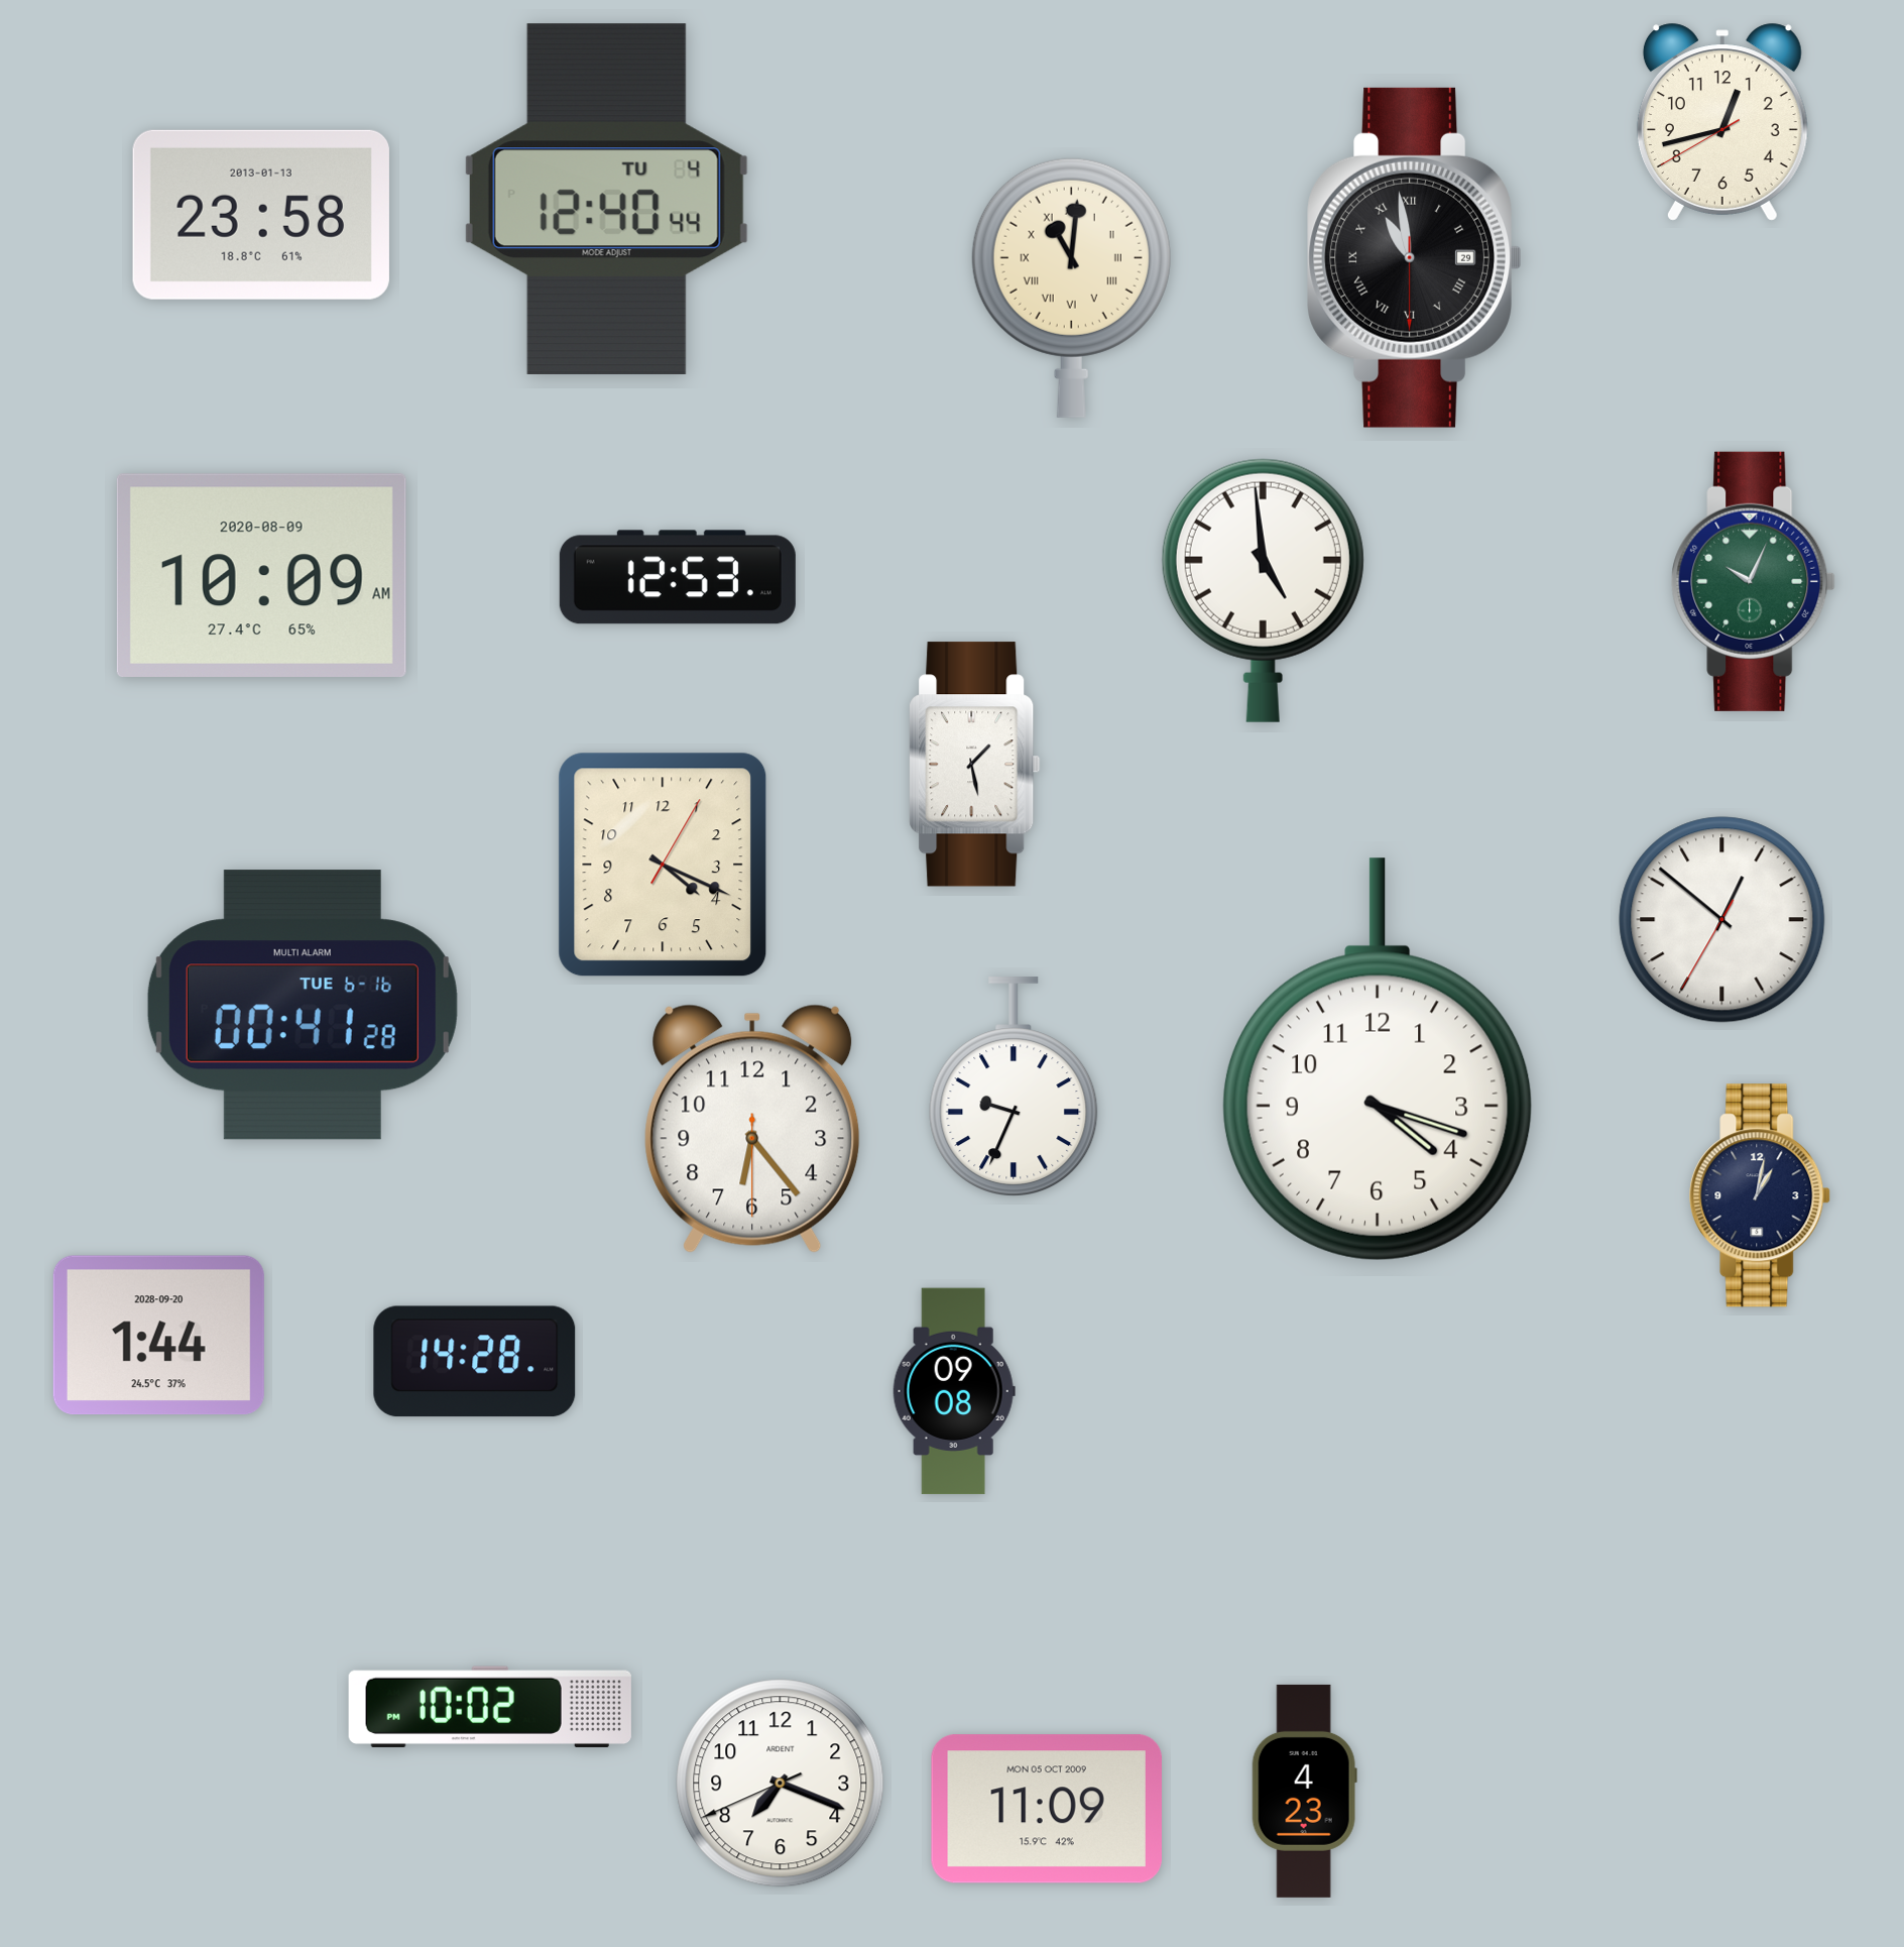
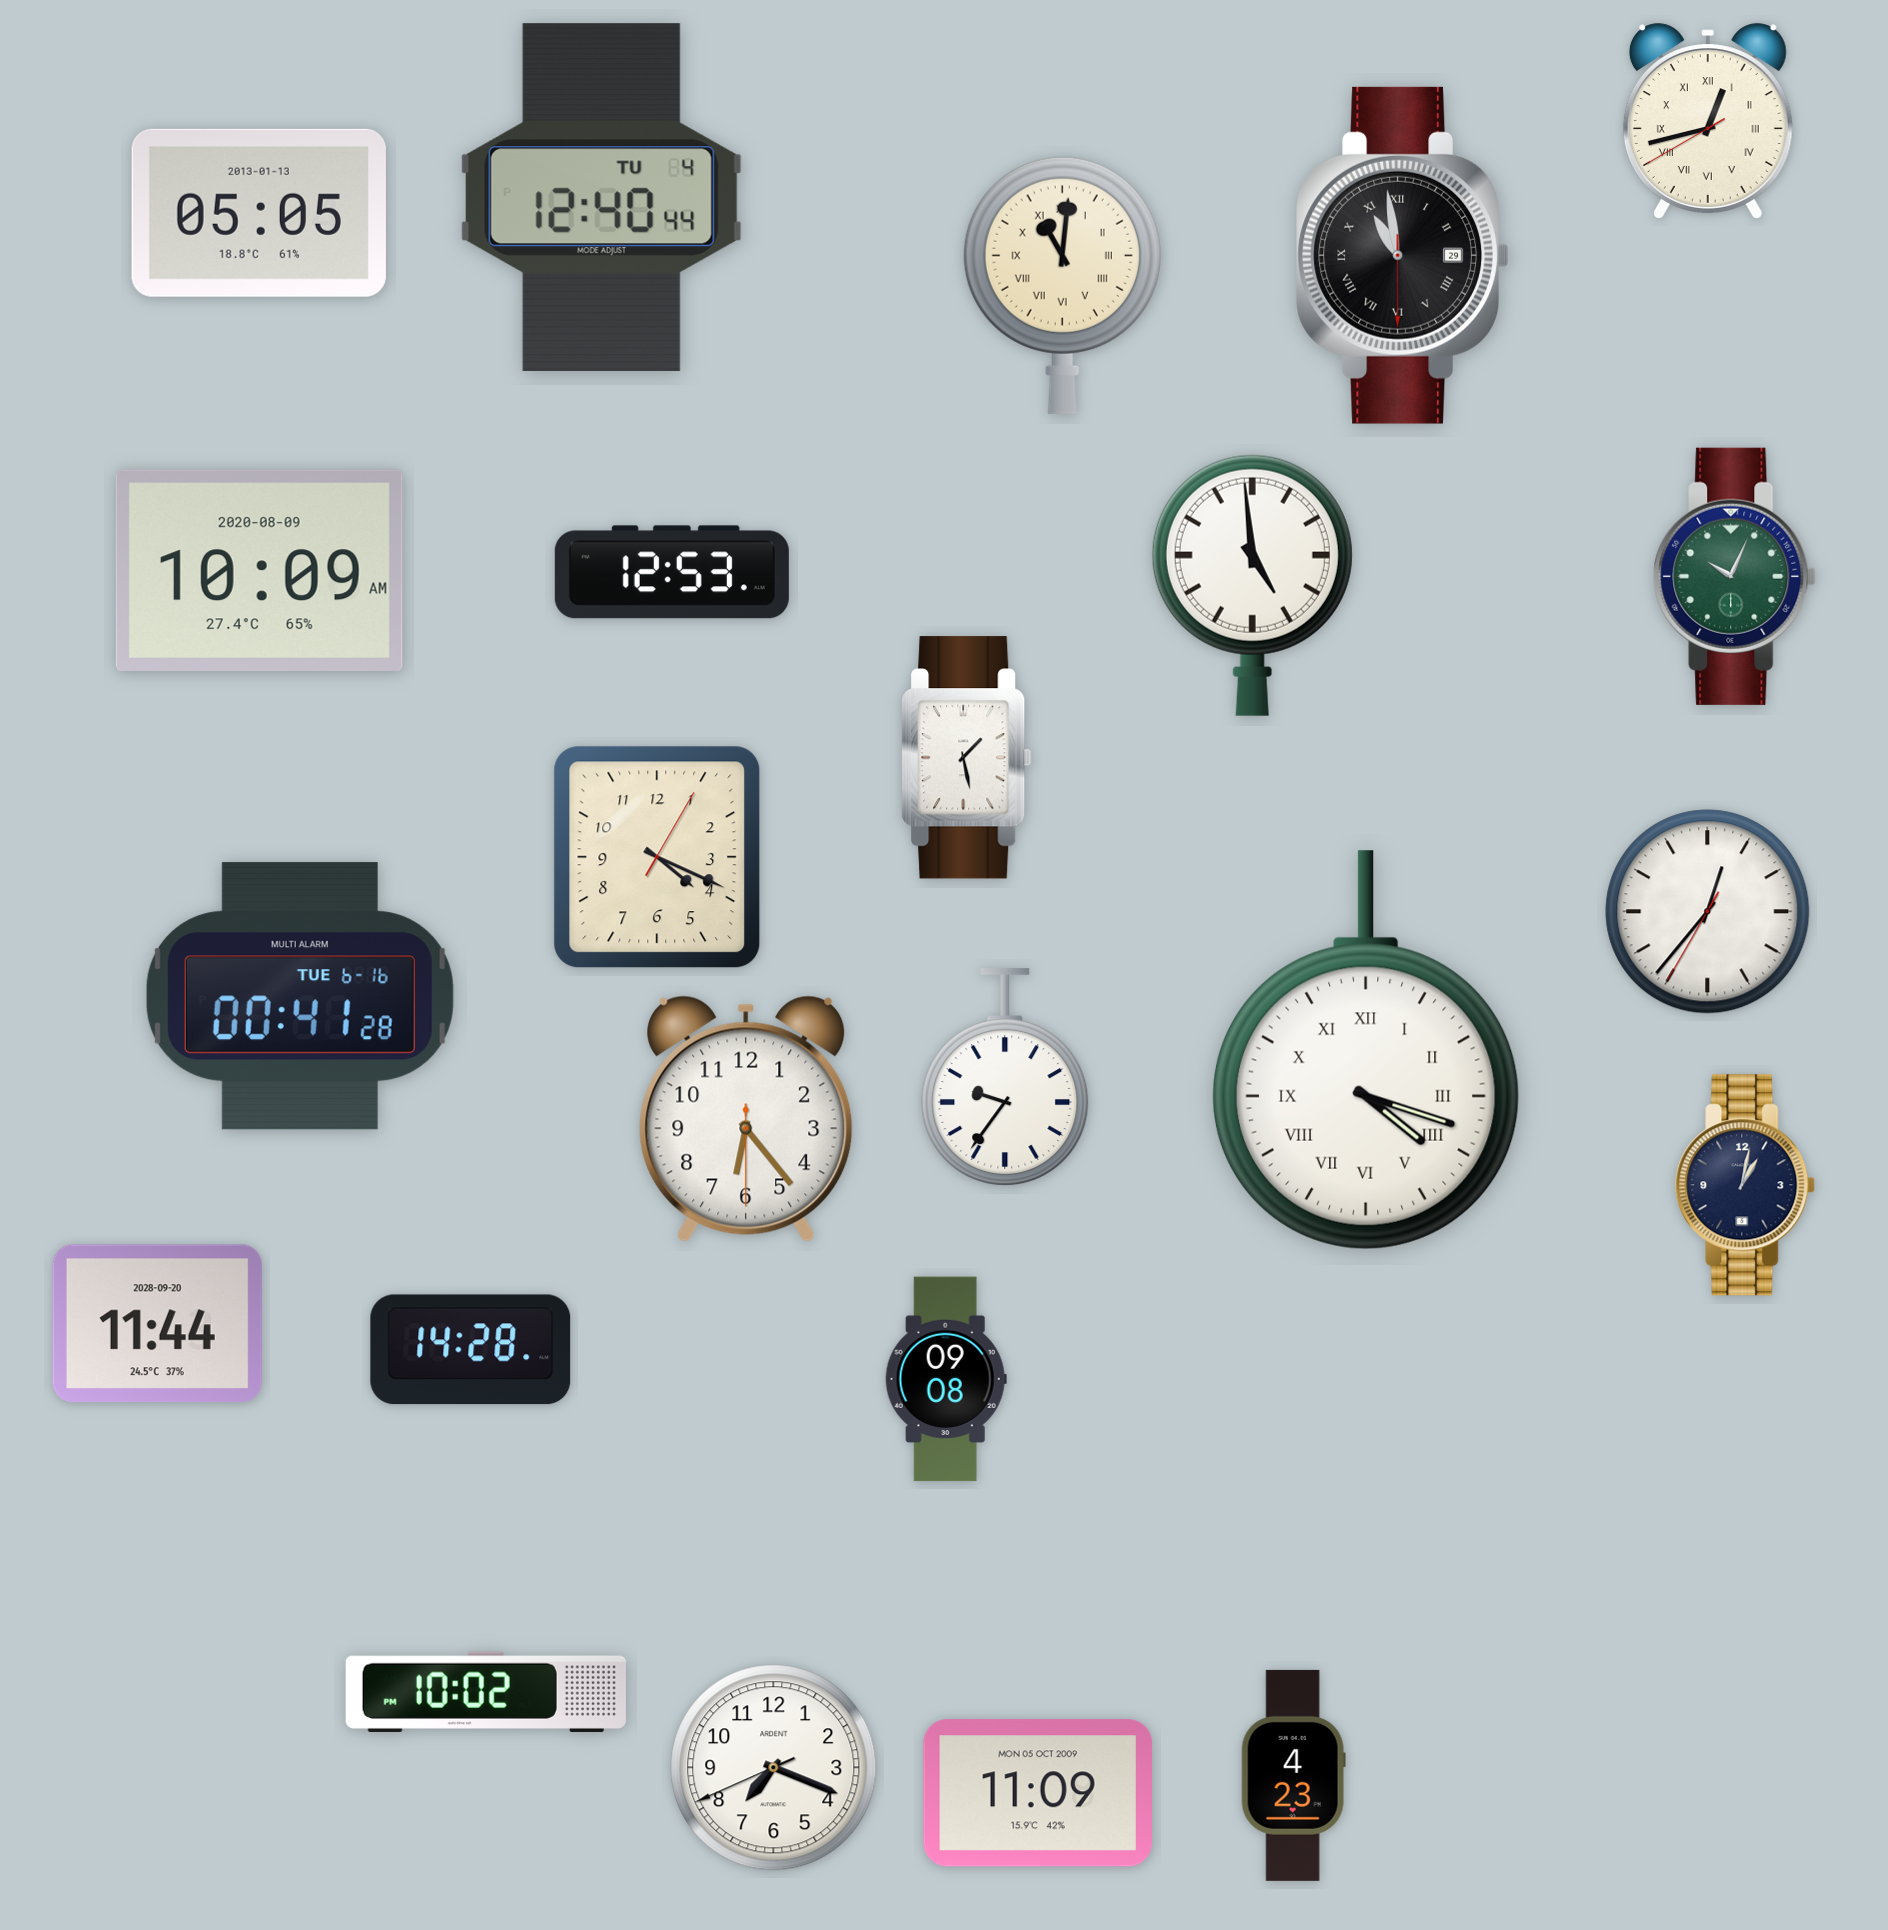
clock at (1722, 122) numerals: Arabic -> Roman
clock at (261, 215): 23:58 -> 05:05
clock at (1754, 581) position: (1754, 581) -> (1735, 576)
clock at (1722, 920): 12:51 -> 12:36
clock at (1378, 1059) numerals: Arabic -> Roman
clock at (1014, 1086): 9:34 -> 9:36
clock at (158, 1335): 1:44 -> 11:44
